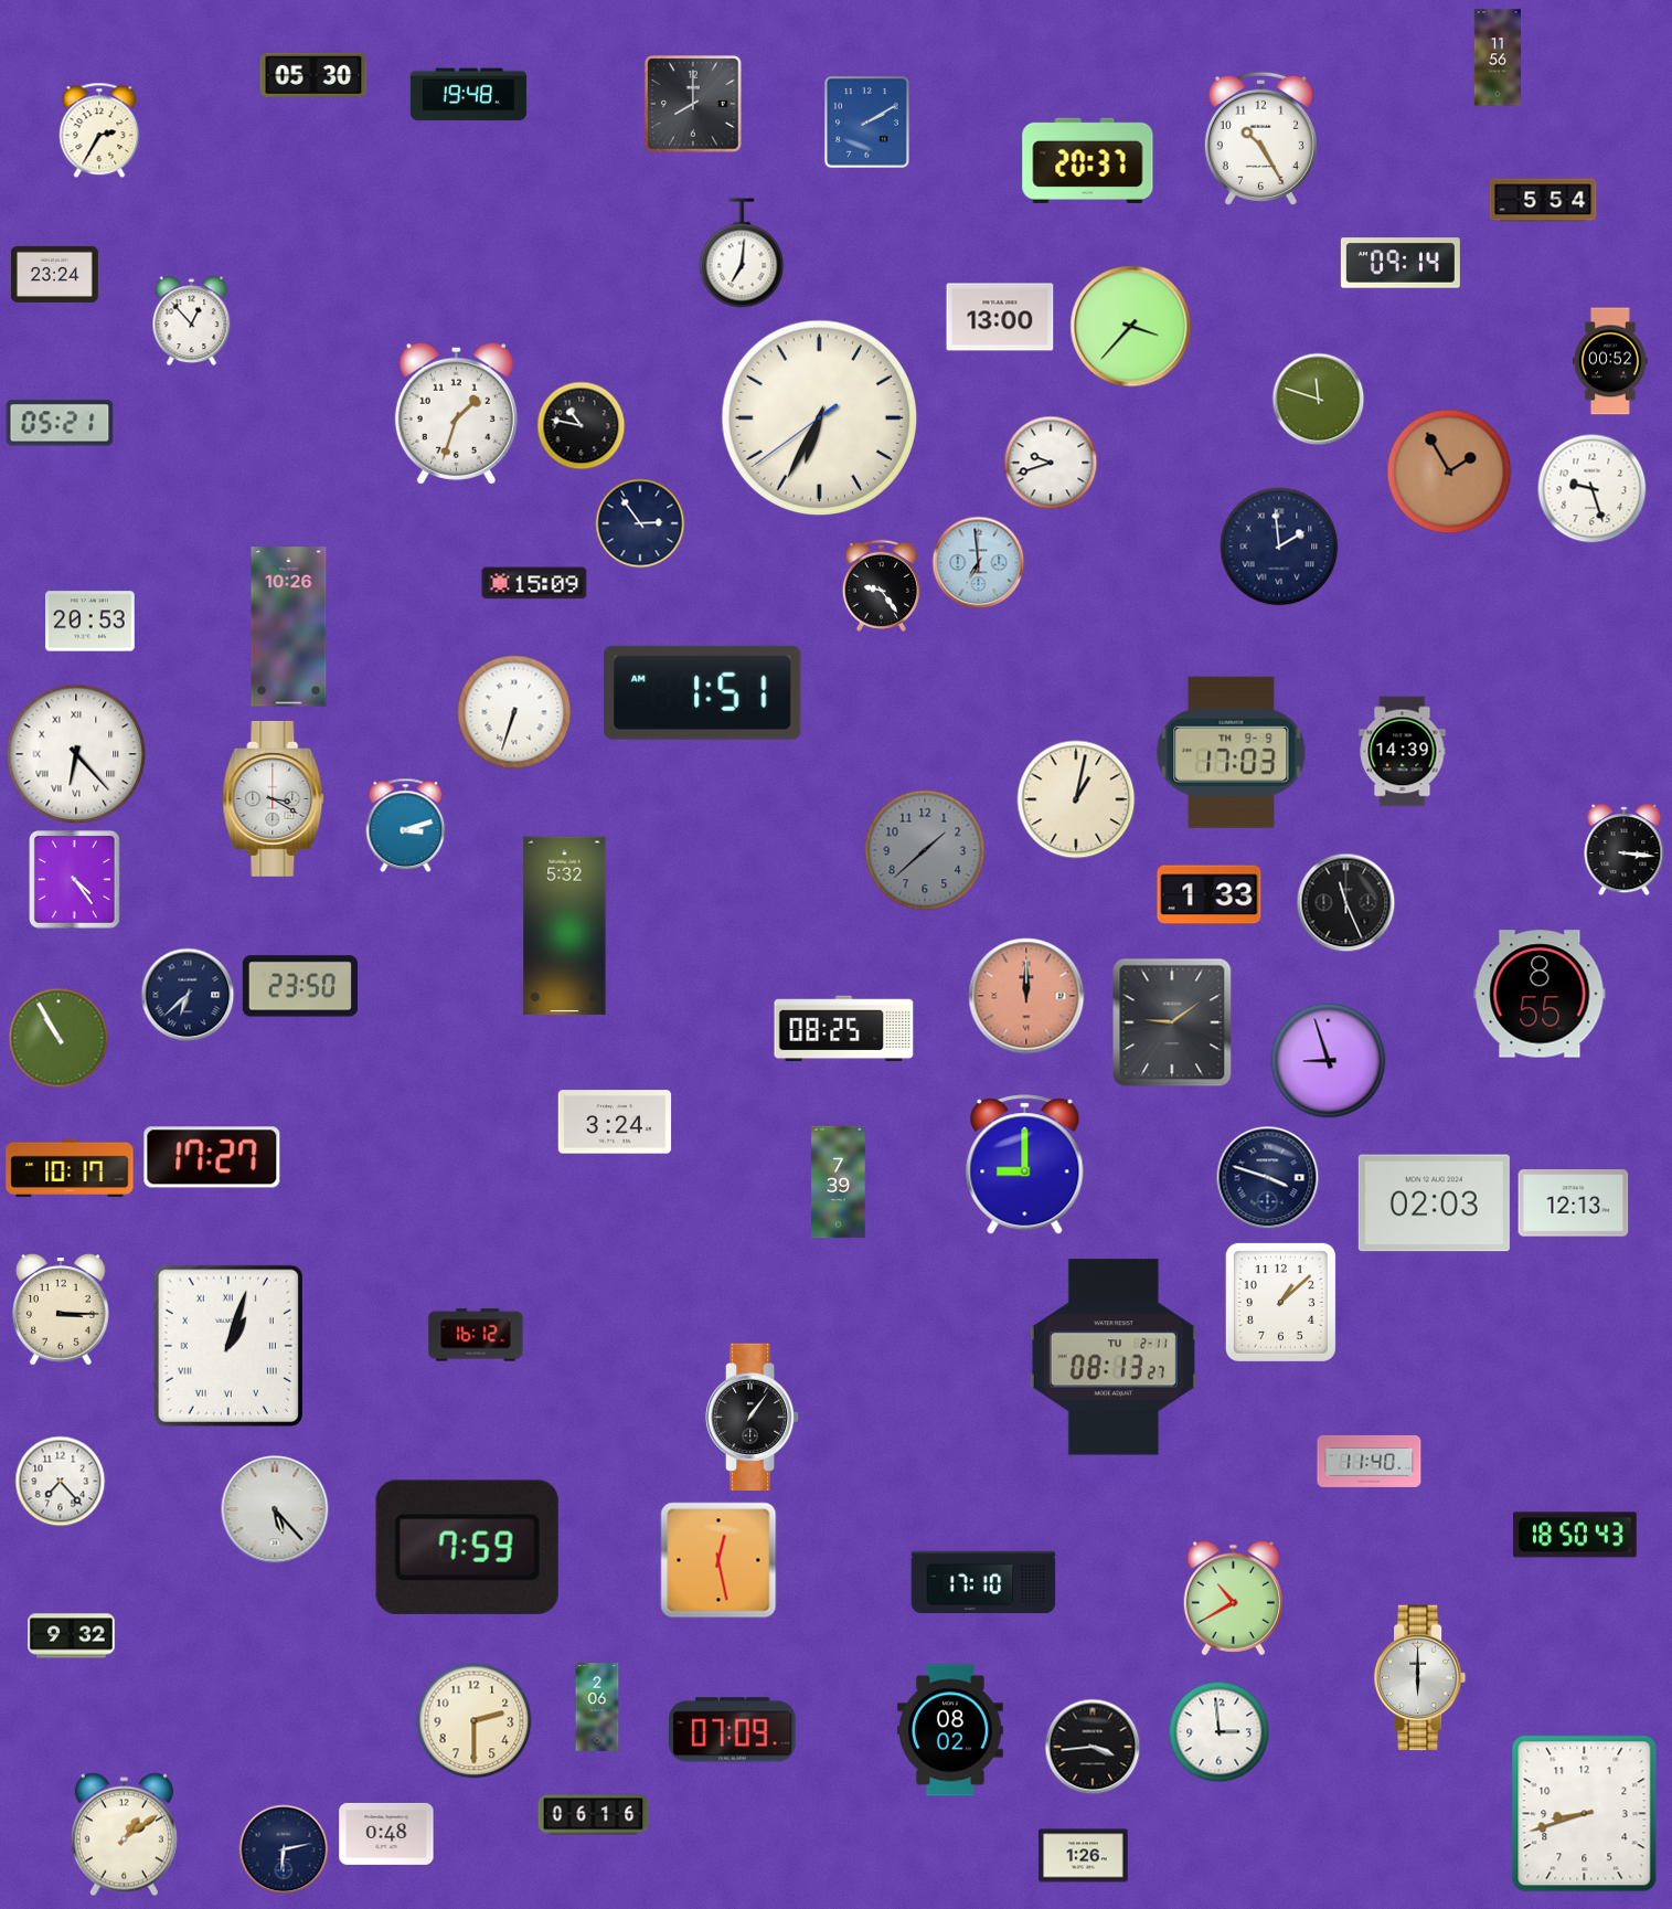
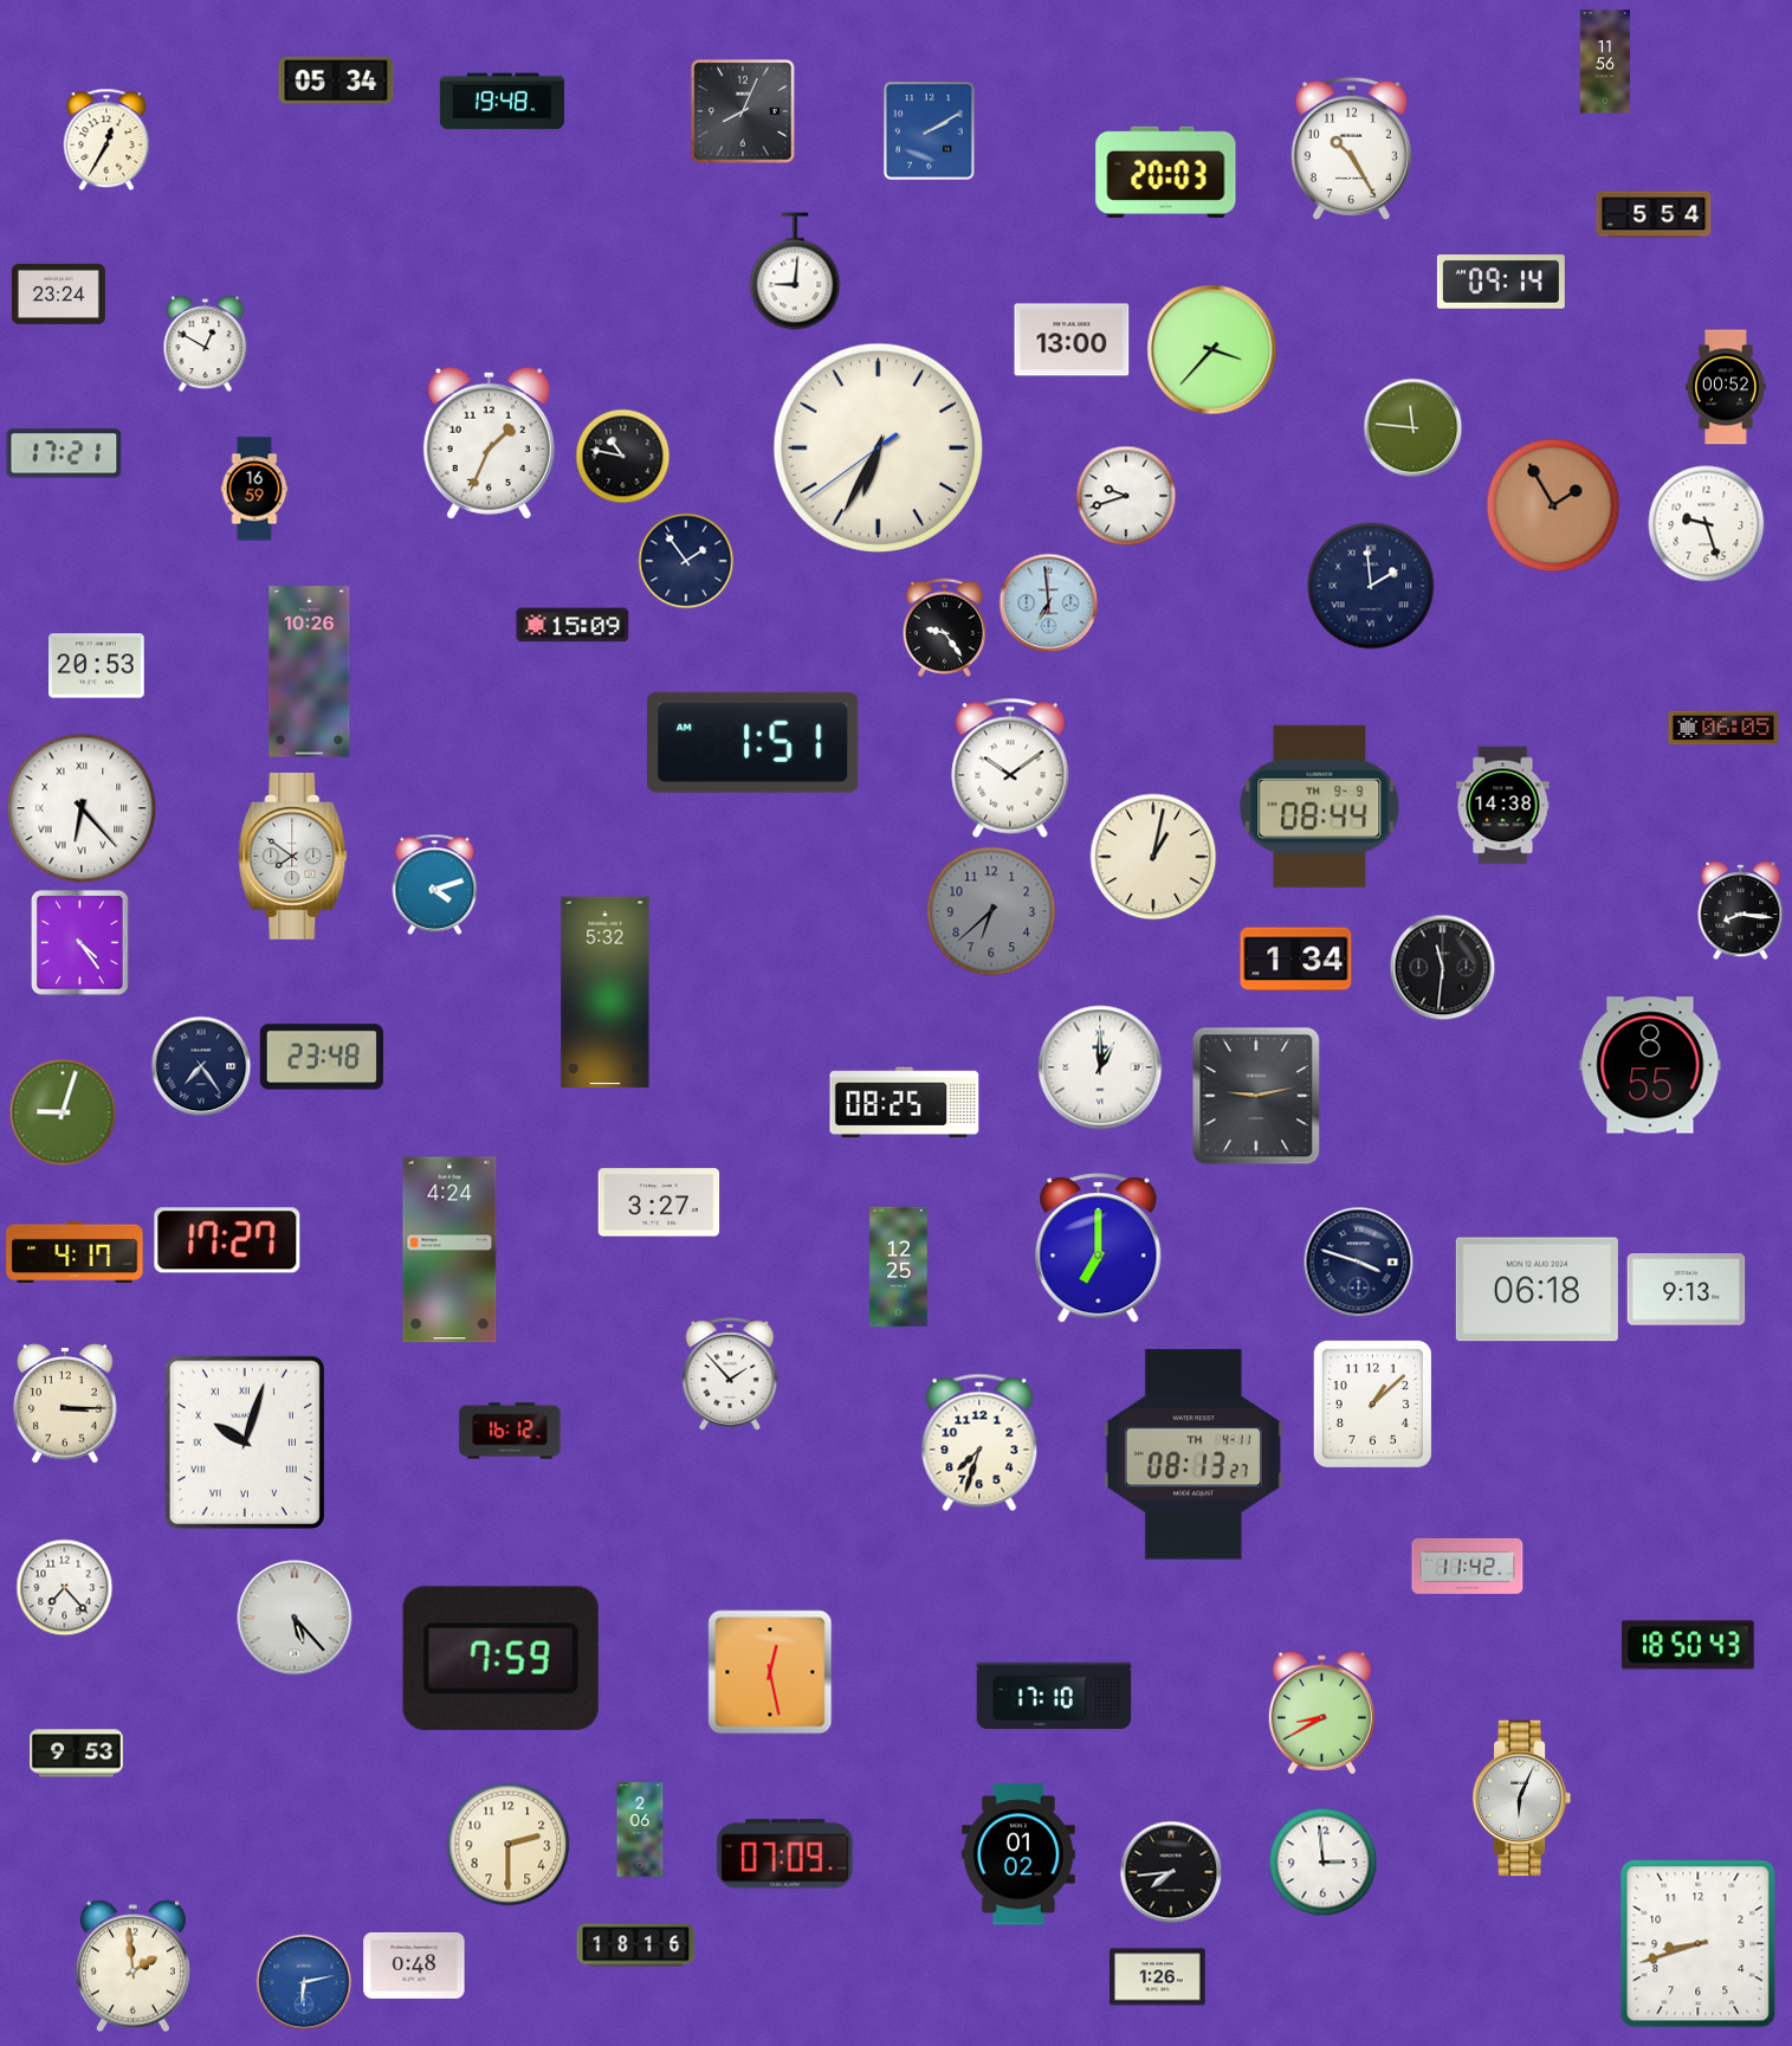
clock at (313, 75): 05:30 -> 05:34
clock at (693, 104): 8:00 -> 8:04
clock at (99, 130): 2:35 -> 12:35
clock at (1088, 160): 20:37 -> 20:03
clock at (742, 253): 7:01 -> 9:01
clock at (192, 321): 12:53 -> 12:50
clock at (1319, 400): 11:48 -> 11:46
clock at (456, 413): 1:33 -> 1:34
clock at (60, 423): 05:21 -> 17:21
clock at (254, 489): none -> 16:59
clock at (640, 523): 2:54 -> 1:54
clock at (1723, 728): none -> 06:05
clock at (514, 712): 6:33 -> none
clock at (1010, 768): none -> 10:09
clock at (1232, 752): 17:03 -> 08:44
clock at (1403, 752): 14:39 -> 14:38
clock at (274, 798): 3:20 -> 7:51
clock at (406, 826): 3:12 -> 4:12
clock at (925, 850): 1:38 -> 6:38
clock at (1625, 850): 3:16 -> 8:16
clock at (1210, 895): 1:33 -> 1:34
clock at (1346, 903): 11:26 -> 11:31
clock at (299, 986): 23:50 -> 23:48
clock at (188, 995): 6:38 -> 7:24
clock at (1026, 996): 12:00 -> 1:00
clock at (1026, 996) dial: salmon -> white
clock at (1172, 1022): 9:09 -> 9:13
clock at (58, 1038): 10:55 -> 9:03
clock at (1329, 1061): 8:57 -> none
clock at (615, 1122): 3:24 -> 3:27
clock at (1025, 1165): 9:00 -> 7:00
clock at (449, 1250): none -> 4:24
clock at (70, 1168): 10:17 -> 4:17
clock at (839, 1182): 7:39 -> 12:25
clock at (1434, 1203): 02:03 -> 06:18
clock at (1574, 1203): 12:13 -> 9:13
clock at (730, 1374): none -> 1:53
clock at (1280, 1302) position: (1280, 1302) -> (1372, 1403)
clock at (228, 1346): 1:03 -> 10:03
clock at (979, 1442): none -> 7:33
clock at (1114, 1357) date: TU 2-11 -> TH 4-11
clock at (753, 1418): 1:06 -> none
clock at (1370, 1461): 11:40 -> 11:42
clock at (1233, 1599): 10:40 -> 8:40
clock at (72, 1636): 9:32 -> 9:53
clock at (1420, 1678): 6:00 -> 6:04
clock at (950, 1730): 08:02 -> 01:02
clock at (1220, 1732) position: (1220, 1732) -> (1324, 1863)
clock at (1093, 1747): 3:44 -> 7:44
clock at (594, 1815): 06:16 -> 18:16
clock at (124, 1835): 1:09 -> 1:59
clock at (284, 1849) dial: navy -> blue
clock at (1084, 1856) position: (1084, 1856) -> (1158, 1977)
